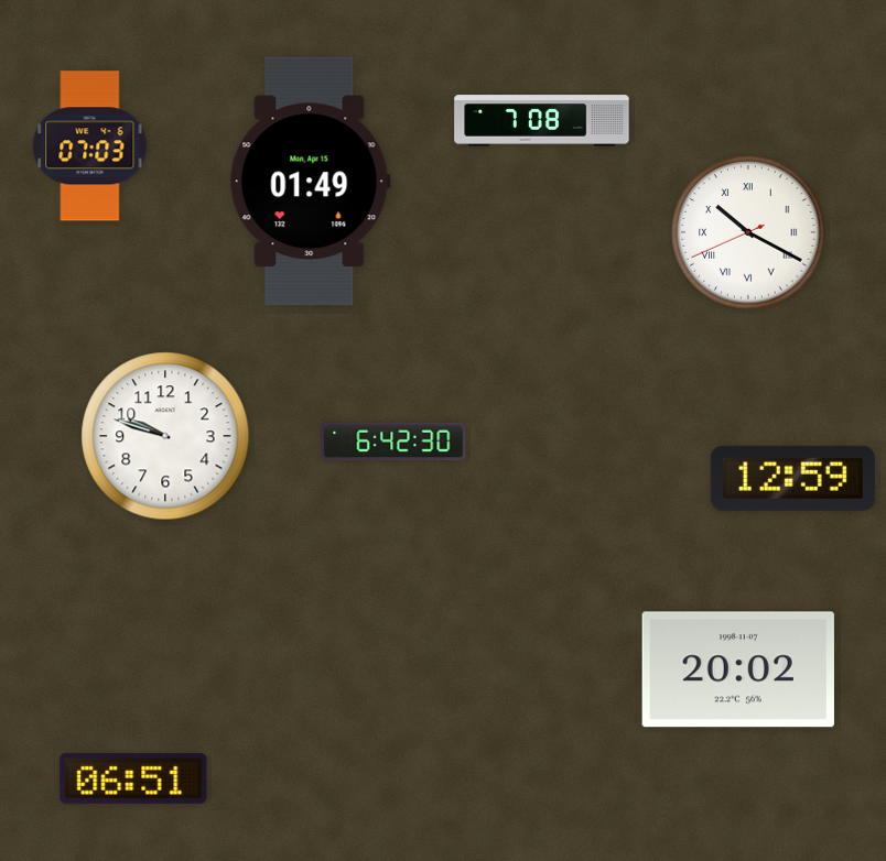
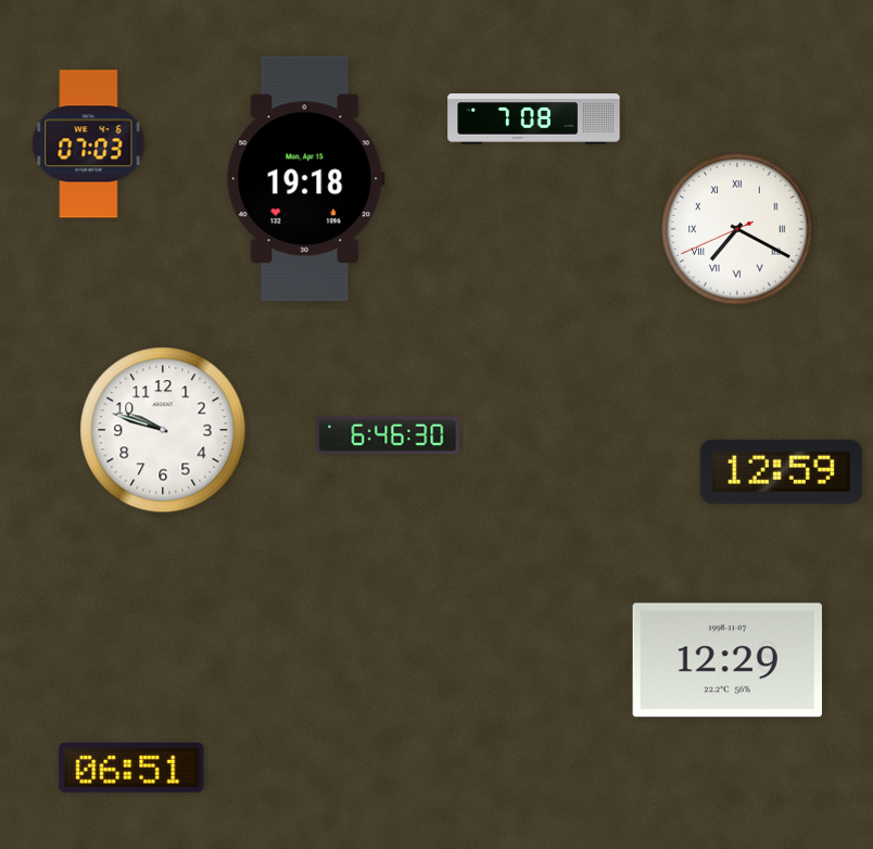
clock at (310, 182): 01:49 -> 19:18
clock at (748, 232): 10:19 -> 7:19
clock at (393, 442): 6:42 -> 6:46
clock at (738, 669): 20:02 -> 12:29
